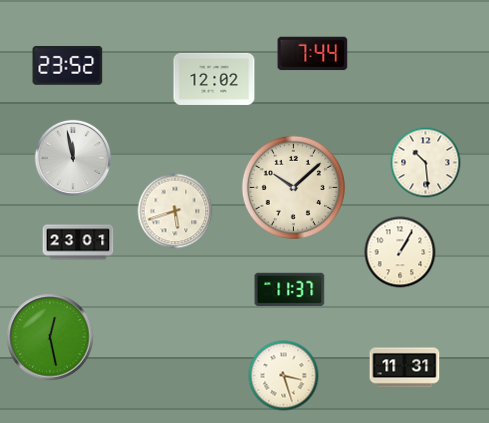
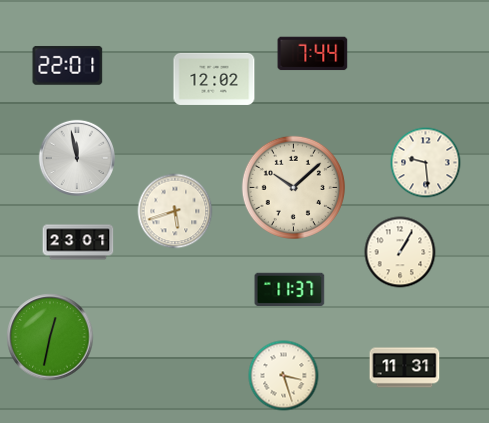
clock at (68, 65): 23:52 -> 22:01
clock at (72, 157) position: (72, 157) -> (76, 157)
clock at (426, 163): 10:29 -> 9:29
clock at (50, 337): 12:28 -> 12:32
